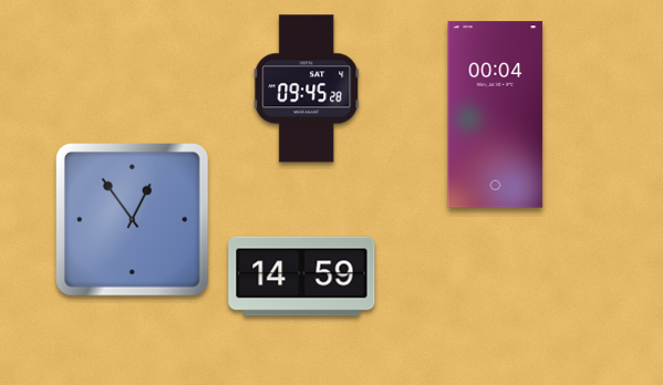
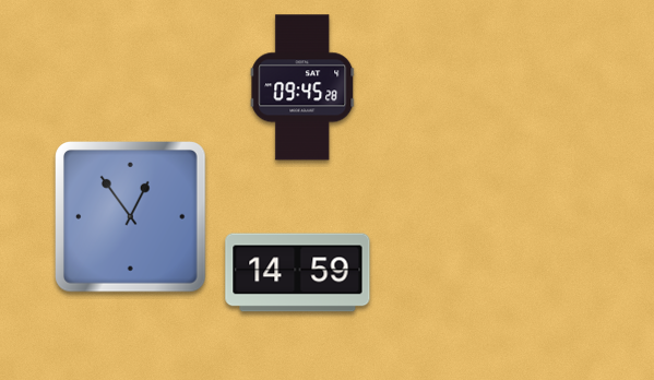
clock at (496, 115): 00:04 -> none
